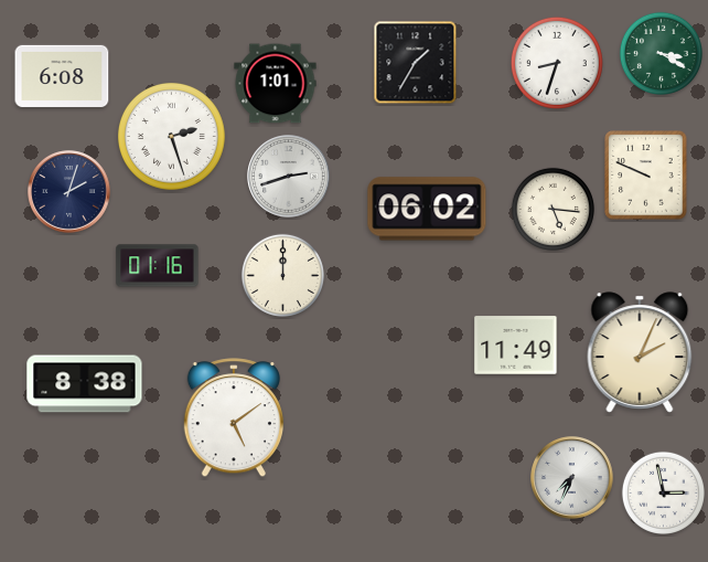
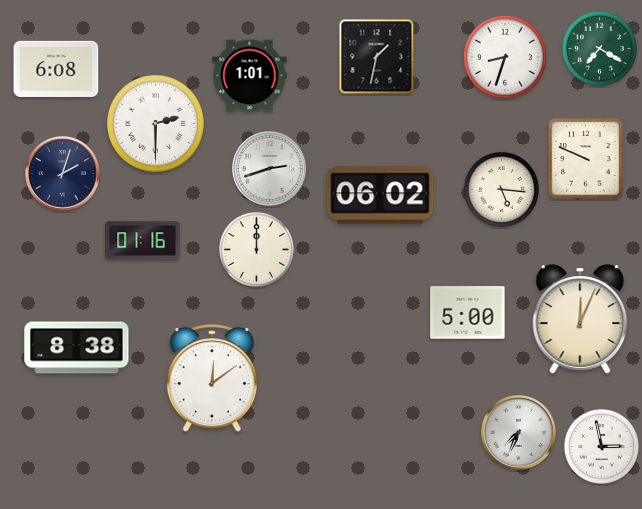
clock at (661, 53): 3:20 -> 7:20
clock at (416, 63): 1:35 -> 1:32
clock at (171, 136): 2:27 -> 2:30
clock at (289, 177) position: (289, 177) -> (270, 169)
clock at (427, 209) position: (427, 209) -> (380, 195)
clock at (516, 346): 11:49 -> 5:00
clock at (640, 352): 2:04 -> 12:04
clock at (234, 418): 5:09 -> 12:09
